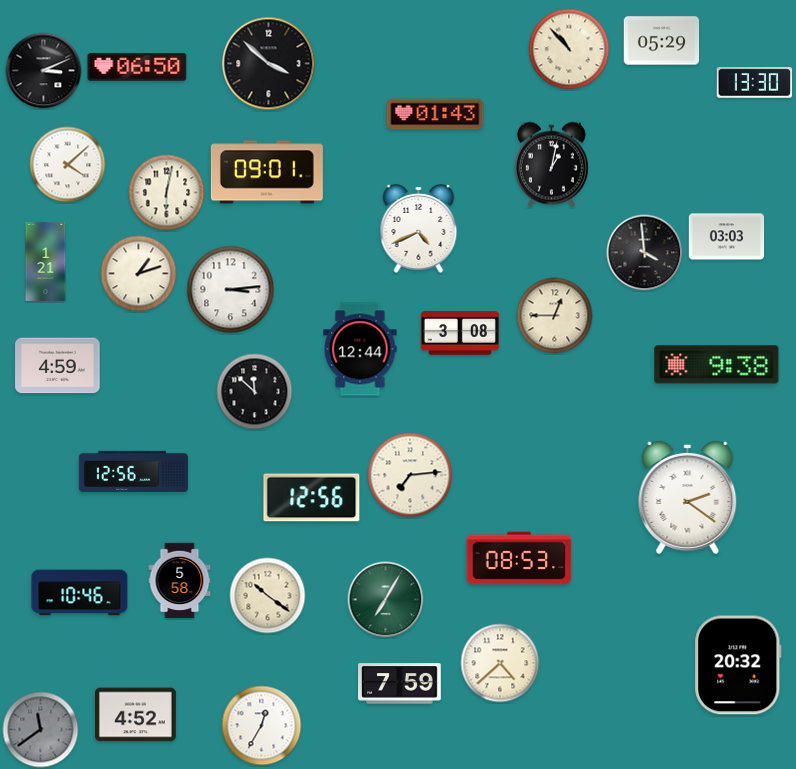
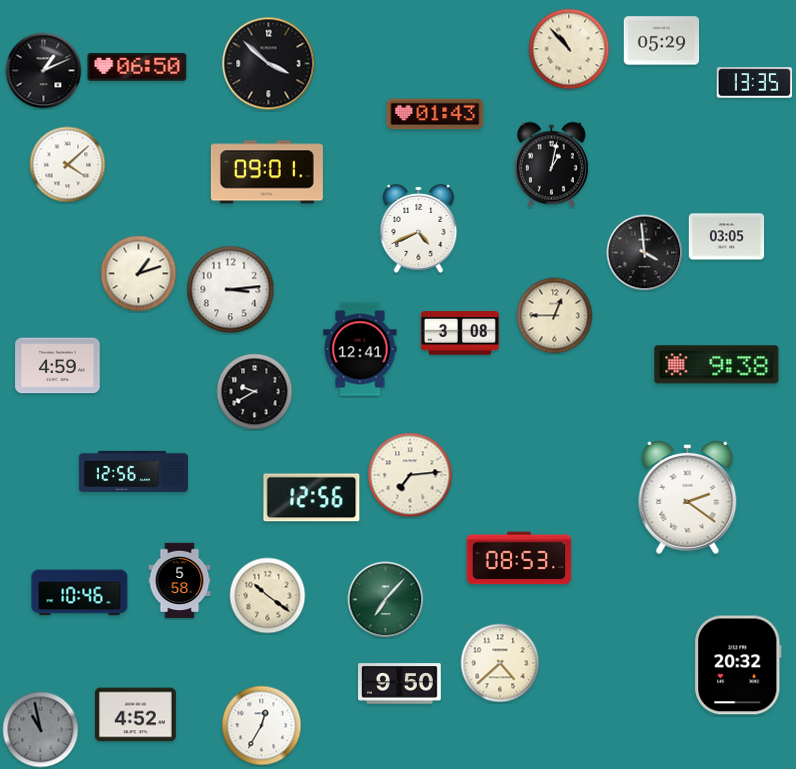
clock at (44, 71): 3:11 -> 1:11
clock at (755, 83): 13:30 -> 13:35
clock at (167, 193): 6:02 -> none
clock at (727, 237): 03:03 -> 03:05
clock at (46, 261): 1:21 -> none
clock at (360, 349): 12:44 -> 12:41
clock at (255, 392): 11:52 -> 9:40
clock at (386, 600): 7:05 -> 7:07
clock at (400, 684): 7:59 -> 9:50
clock at (41, 730): 11:39 -> 10:58
